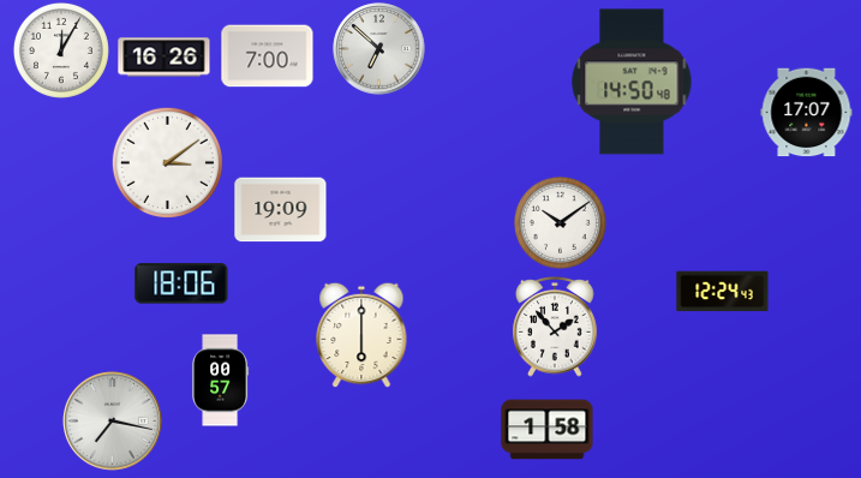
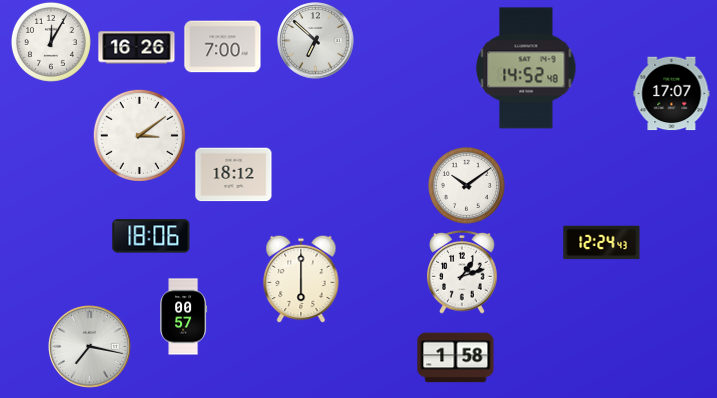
clock at (632, 82): 14:50 -> 14:52
clock at (281, 210): 19:09 -> 18:12
clock at (555, 327): 1:53 -> 1:12
clock at (113, 422) position: (113, 422) -> (90, 347)
